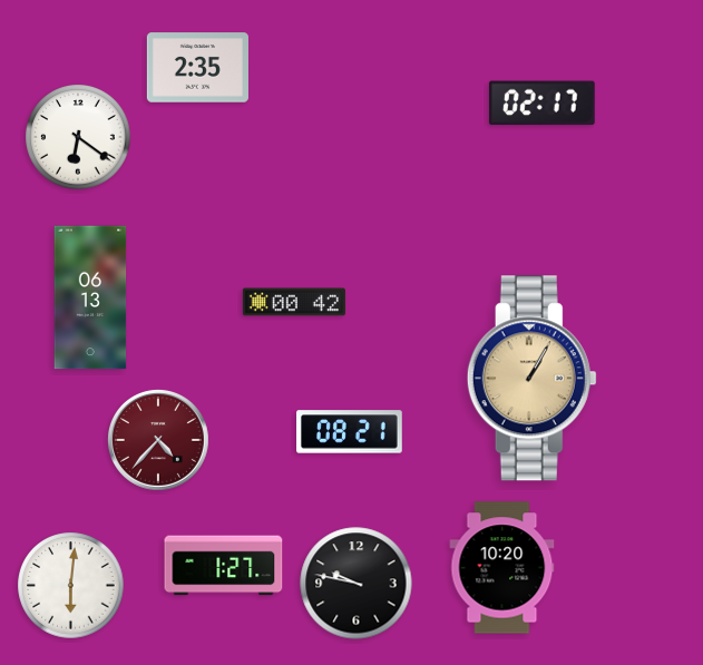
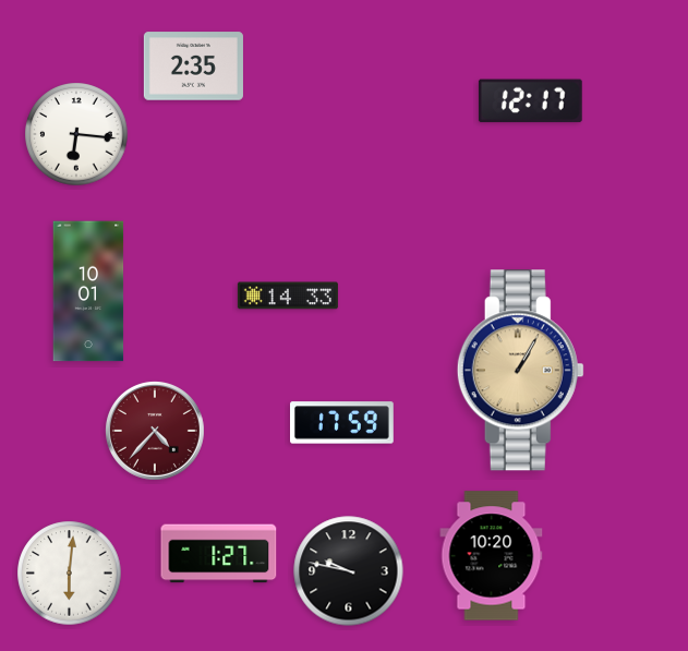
clock at (541, 104): 02:17 -> 12:17
clock at (78, 137): 6:21 -> 6:16
clock at (90, 297): 06:13 -> 10:01
clock at (294, 302): 00:42 -> 14:33
clock at (350, 432): 08:21 -> 17:59
